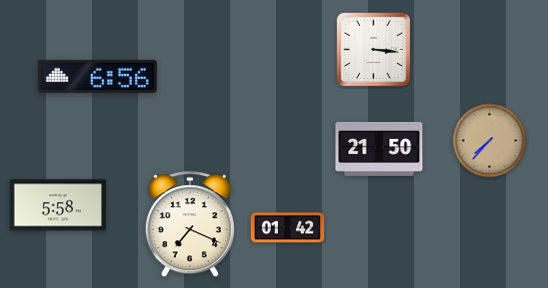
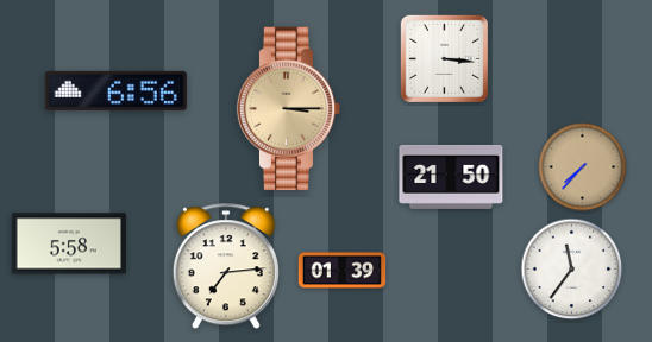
clock at (289, 109): none -> 3:15
clock at (190, 225): 7:19 -> 7:14
clock at (572, 270): none -> 11:36
clock at (288, 228): 01:42 -> 01:39
